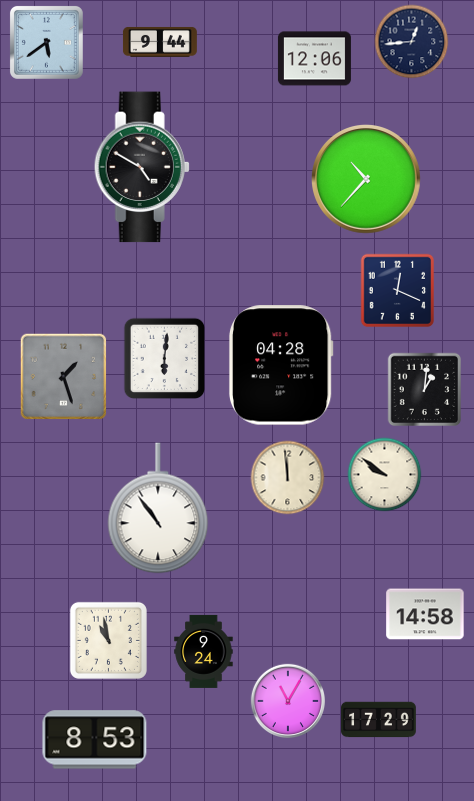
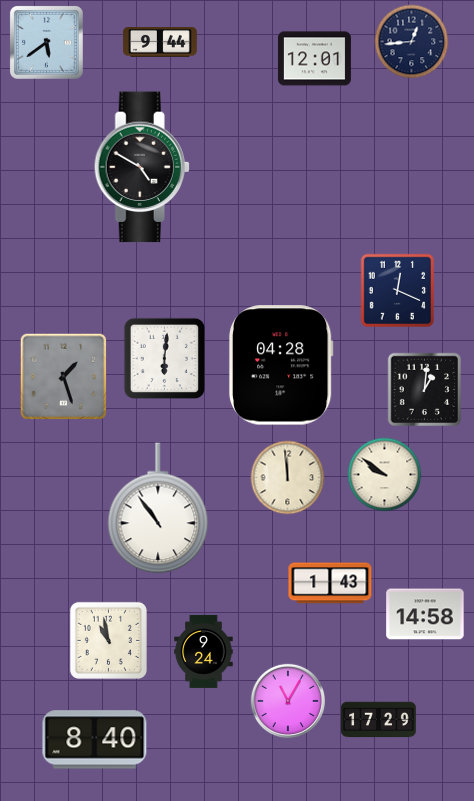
clock at (314, 59): 12:06 -> 12:01
clock at (367, 180): 10:37 -> none
clock at (330, 583): none -> 1:43
clock at (95, 740): 8:53 -> 8:40
